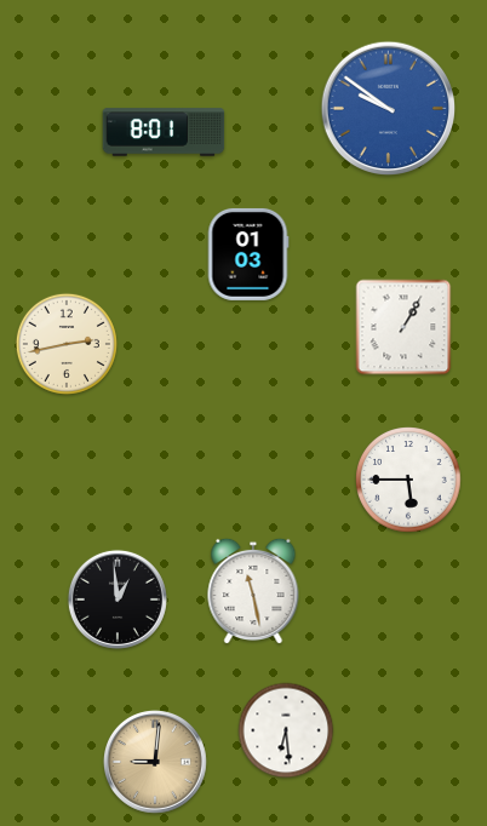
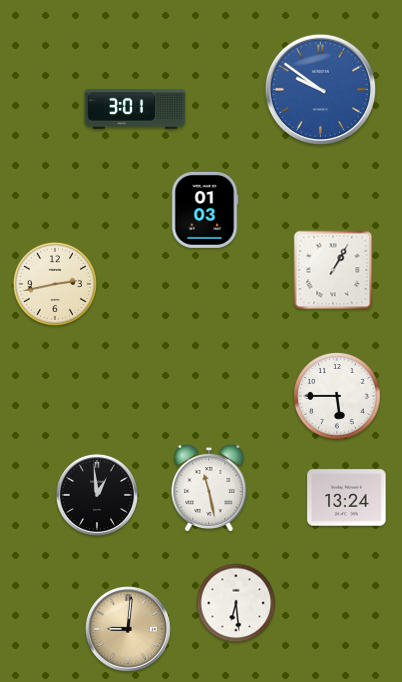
clock at (164, 132): 8:01 -> 3:01
clock at (347, 498): none -> 13:24
